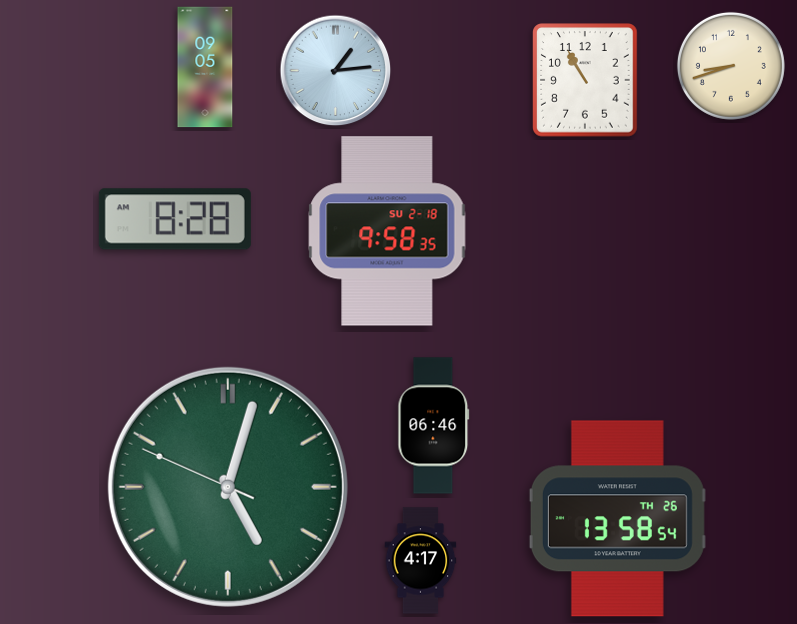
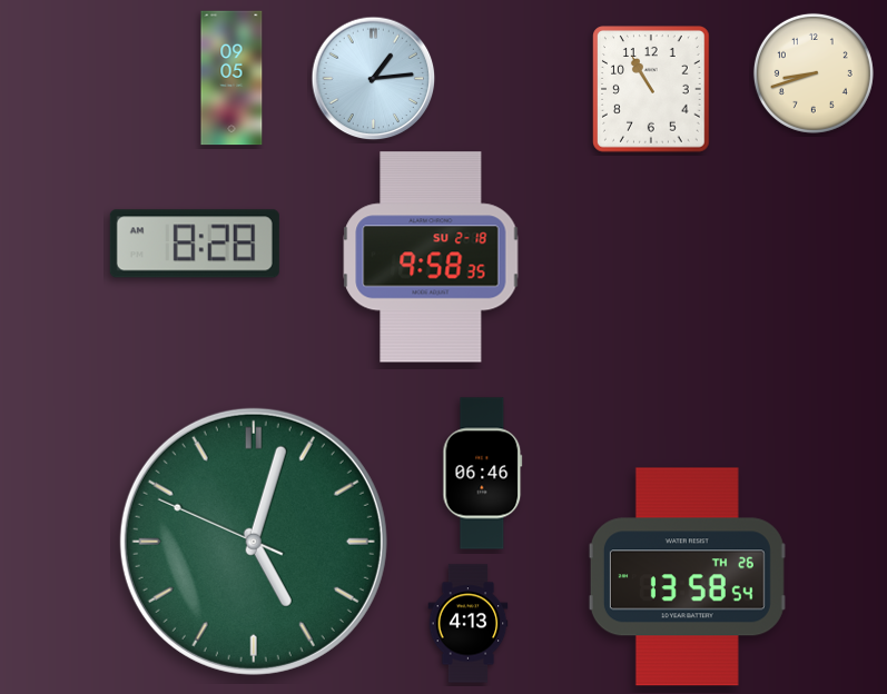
clock at (205, 67) position: (205, 67) -> (231, 78)
clock at (421, 561): 4:17 -> 4:13
